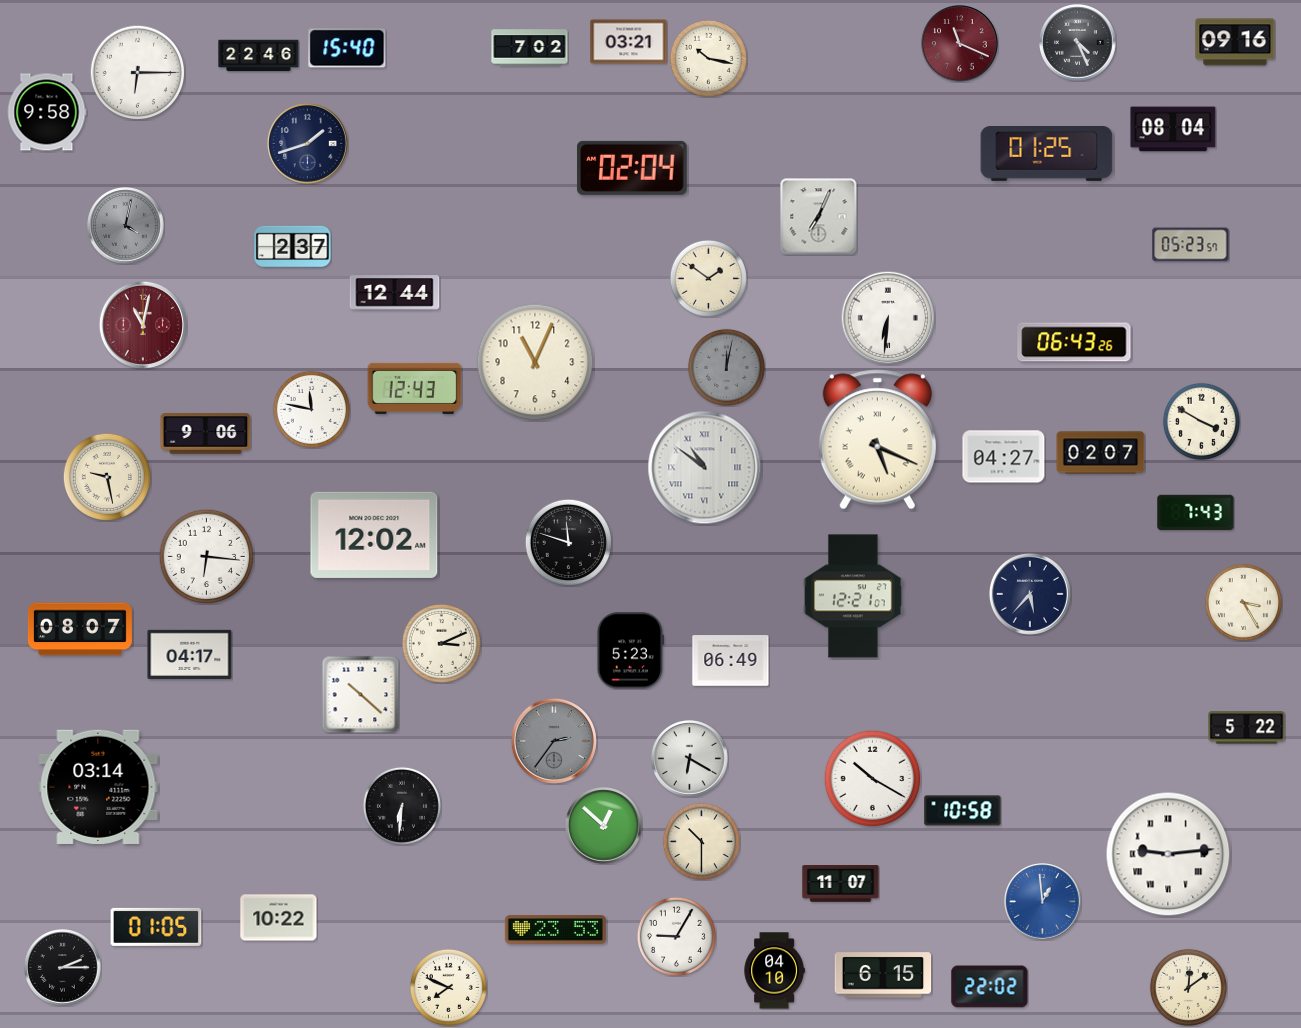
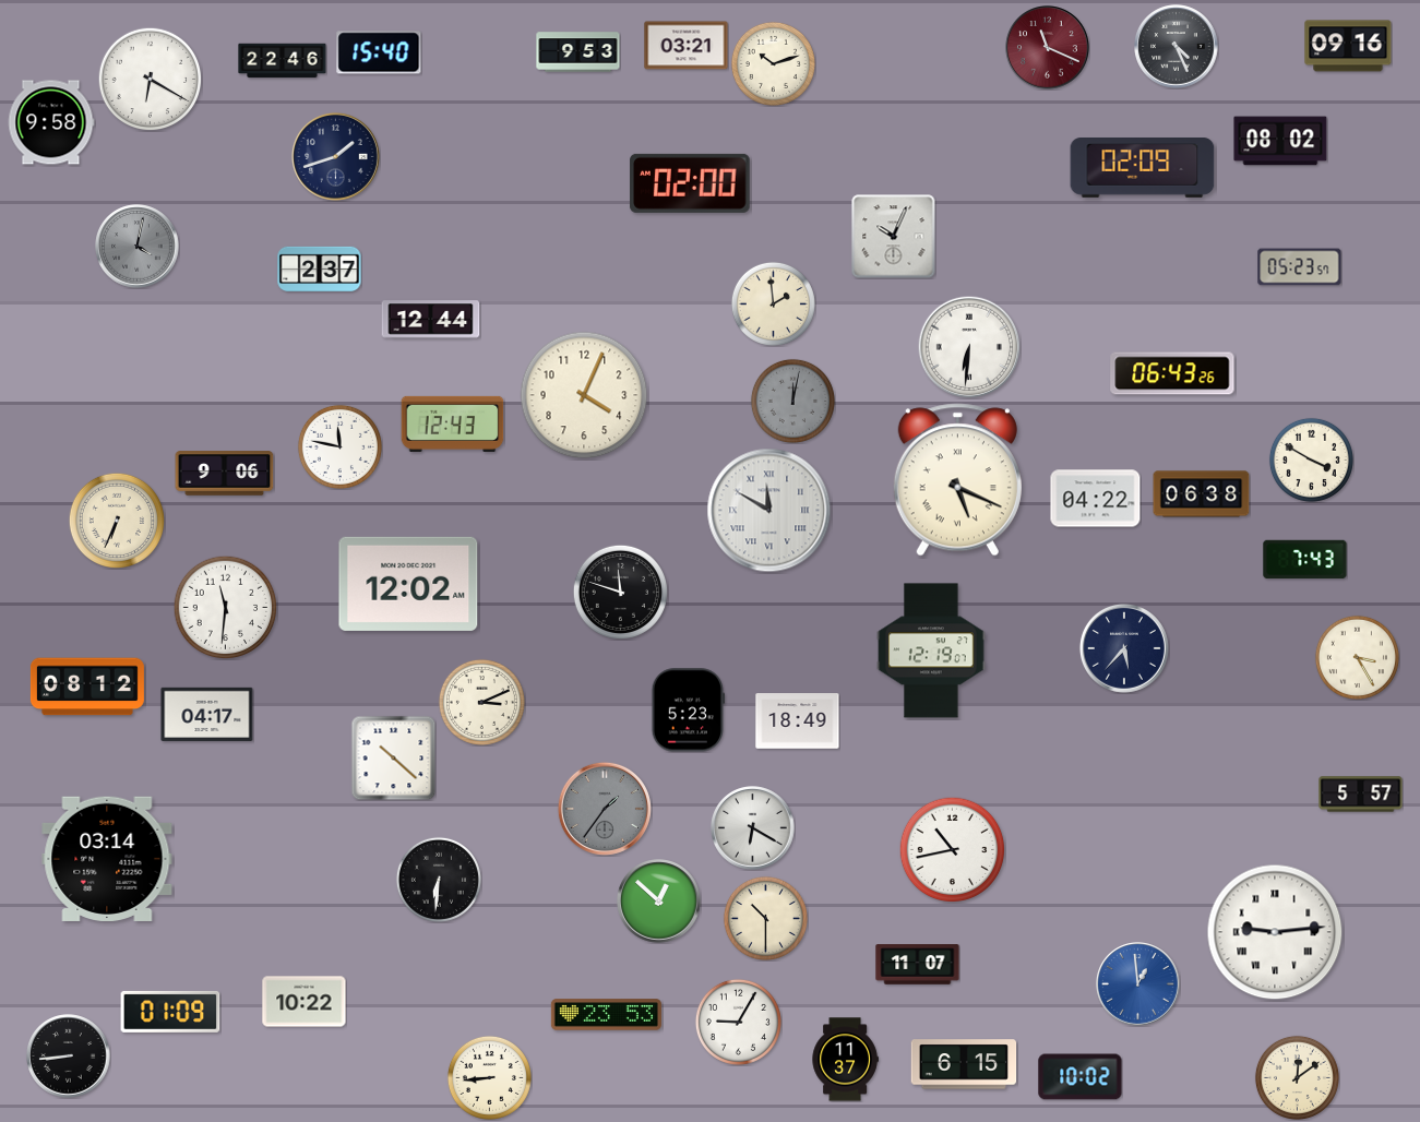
clock at (530, 48): 7:02 -> 9:53
clock at (708, 58): 10:17 -> 10:12
clock at (137, 72): 6:15 -> 6:20
clock at (1173, 129): 08:04 -> 08:02
clock at (1047, 154): 01:25 -> 02:09
clock at (632, 168): 02:04 -> 02:00
clock at (819, 217): 7:04 -> 10:04
clock at (708, 278): 1:51 -> 1:59
clock at (143, 325): 11:02 -> none
clock at (535, 362): 11:04 -> 4:04
clock at (1101, 453): 02:07 -> 06:38
clock at (1004, 457): 04:27 -> 04:22
clock at (705, 468): 10:51 -> 11:50
clock at (106, 476): 9:28 -> 6:34
clock at (206, 556): 6:16 -> 11:31
clock at (853, 596): 12:21 -> 12:19
clock at (80, 629): 08:07 -> 08:12
clock at (731, 661): 06:49 -> 18:49
clock at (1247, 728): 5:22 -> 5:57
clock at (554, 741): 2:36 -> 1:36
clock at (872, 778): 10:20 -> 10:43
clock at (963, 811): 10:58 -> none
clock at (156, 927): 01:05 -> 01:09
clock at (63, 968): 2:15 -> 8:44
clock at (774, 971): 04:10 -> 11:37
clock at (448, 987): 7:49 -> 8:44
clock at (990, 987): 22:02 -> 10:02
